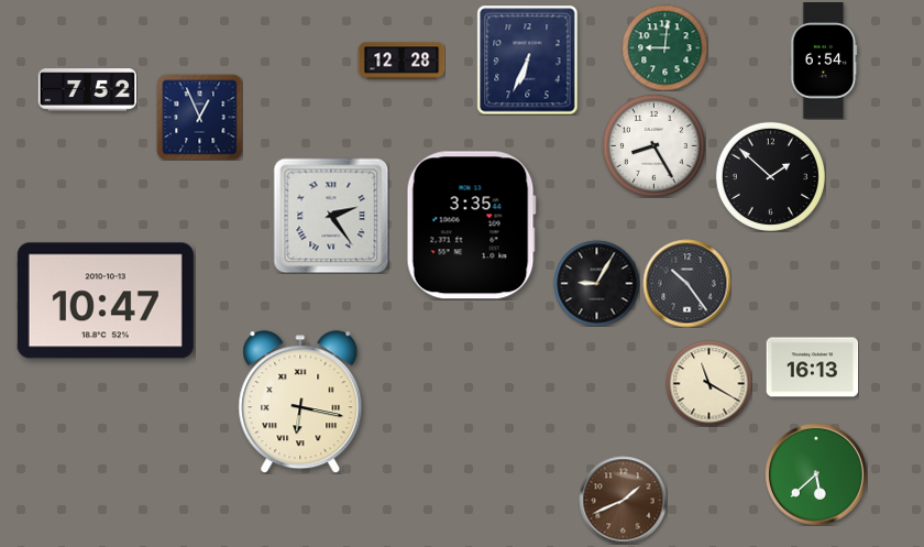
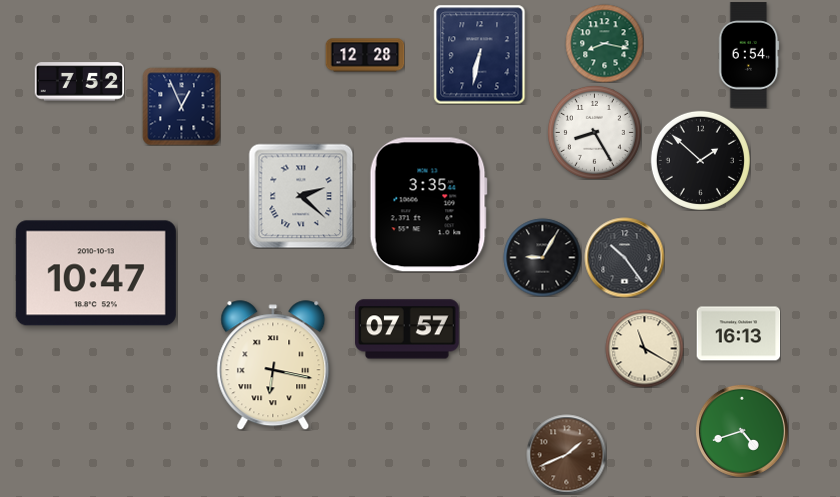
clock at (664, 47): 9:01 -> 8:17
clock at (528, 59): 6:34 -> 6:32
clock at (331, 216): 2:24 -> 2:22
clock at (408, 329): none -> 07:57
clock at (816, 474): 5:38 -> 4:42
